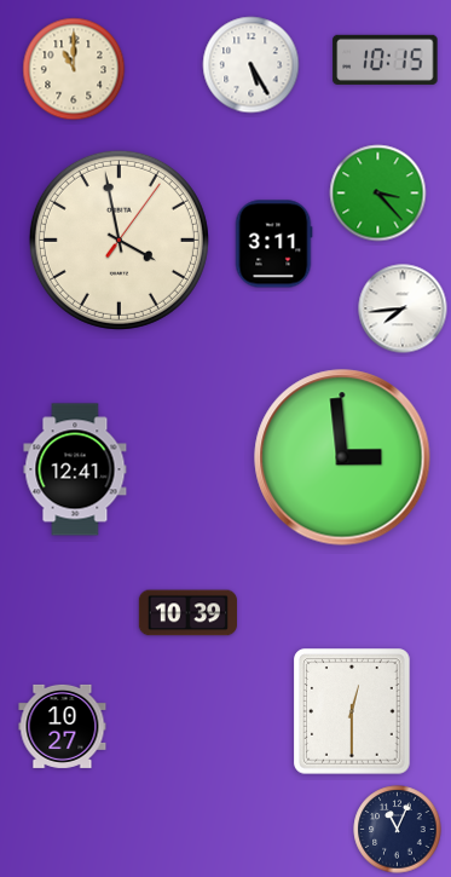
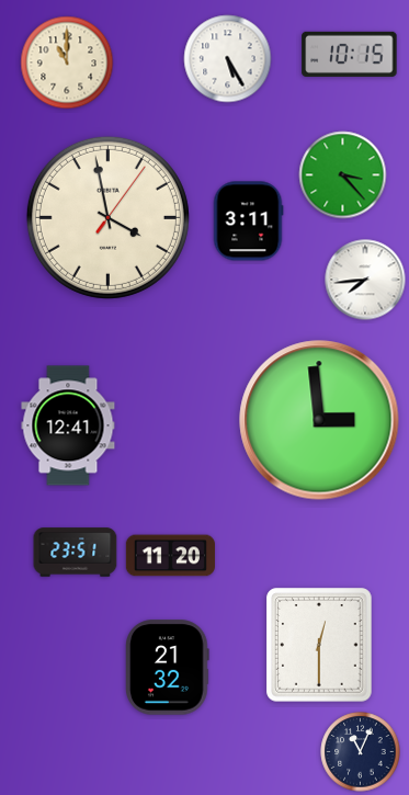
clock at (342, 457) position: (342, 457) -> (319, 420)
clock at (76, 553): none -> 23:51
clock at (187, 613): 10:39 -> 11:20
clock at (63, 726): 10:27 -> none
clock at (168, 668): none -> 21:32
